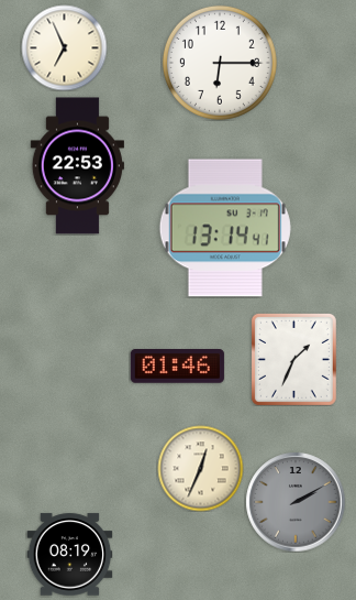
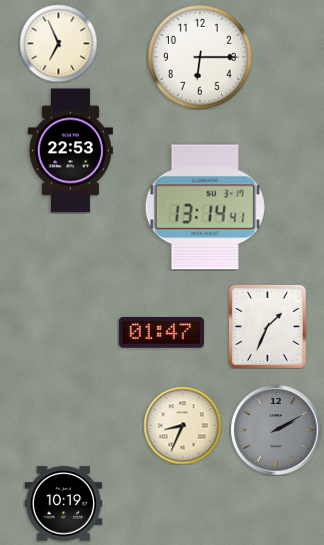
clock at (177, 367): 01:46 -> 01:47
clock at (200, 468): 12:34 -> 8:34
clock at (296, 502) position: (296, 502) -> (276, 430)
clock at (69, 555): 08:19 -> 10:19
